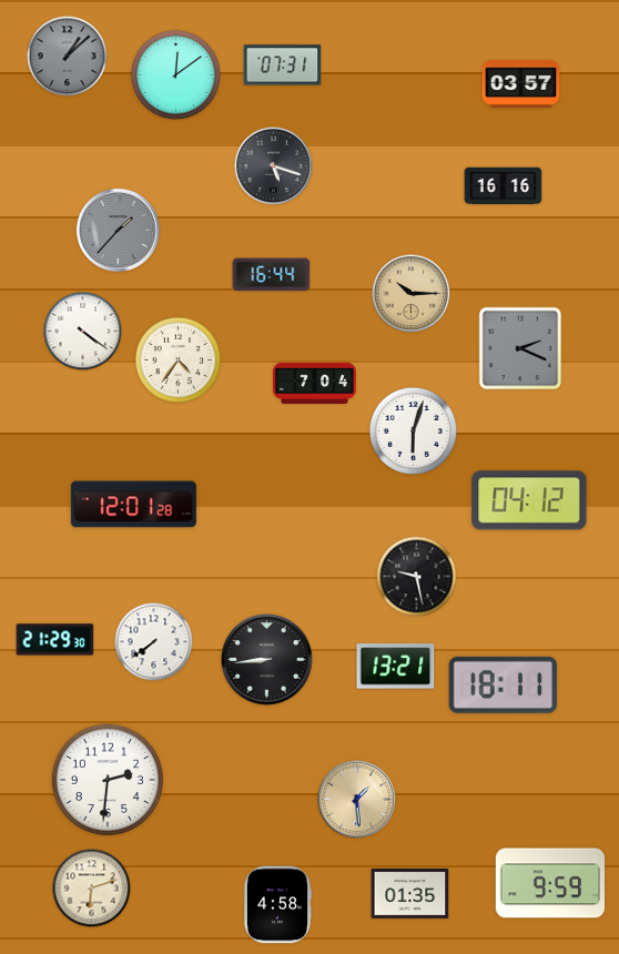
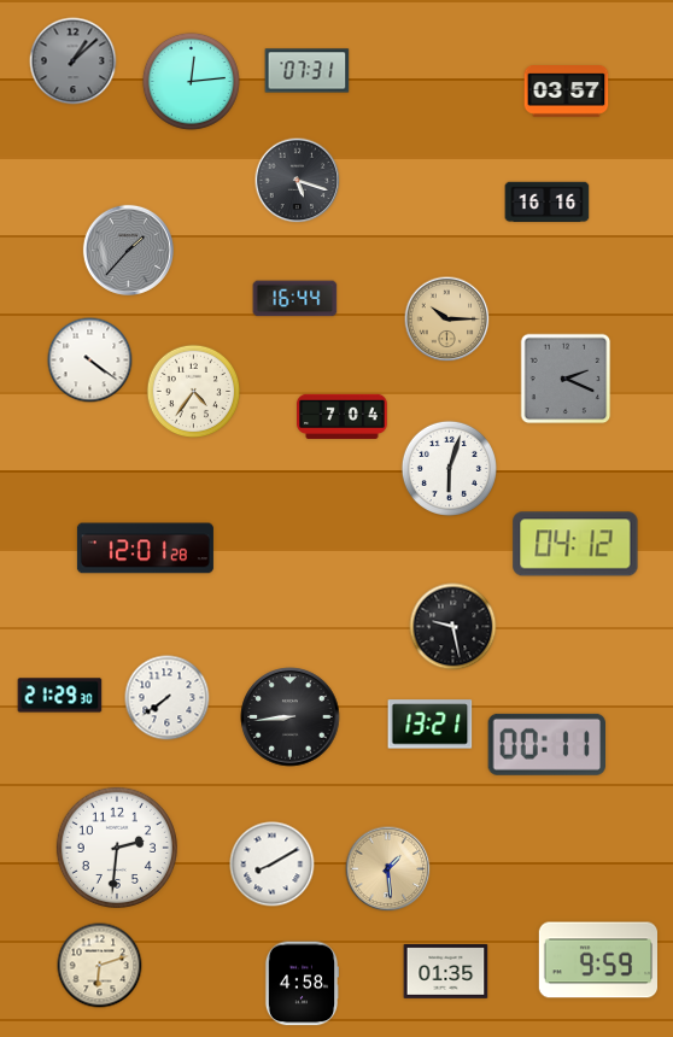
clock at (175, 74): 12:09 -> 12:14
clock at (503, 684): 18:11 -> 00:11
clock at (273, 865): none -> 8:10
